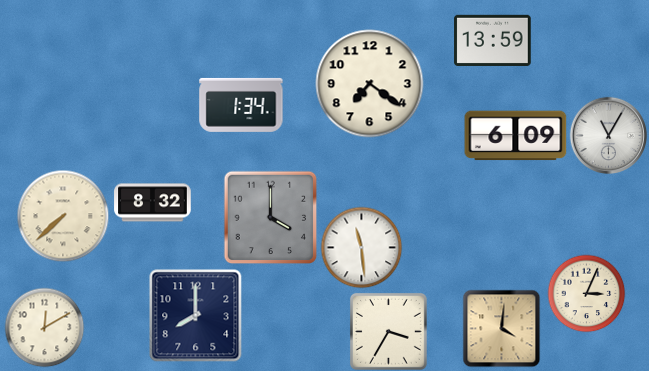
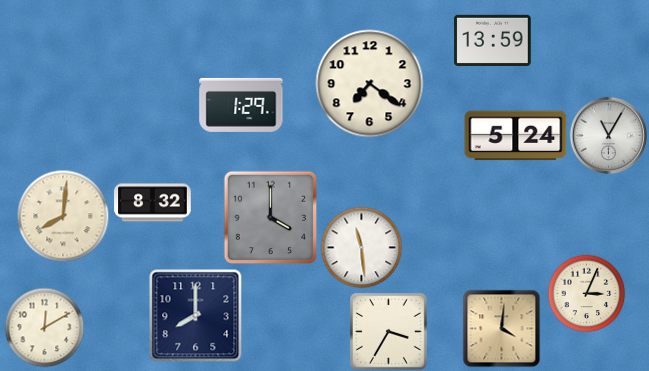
clock at (241, 105): 1:34 -> 1:29
clock at (516, 136): 6:09 -> 5:24
clock at (63, 216): 7:38 -> 8:01
